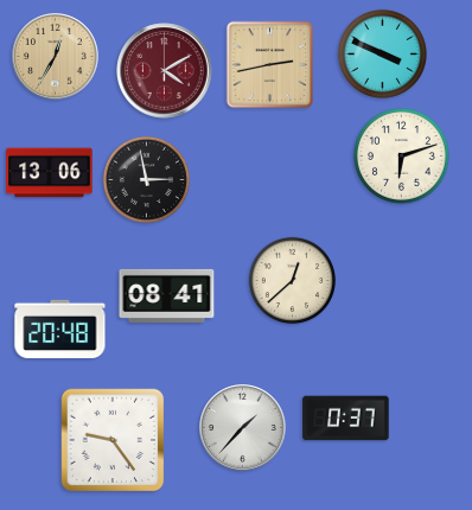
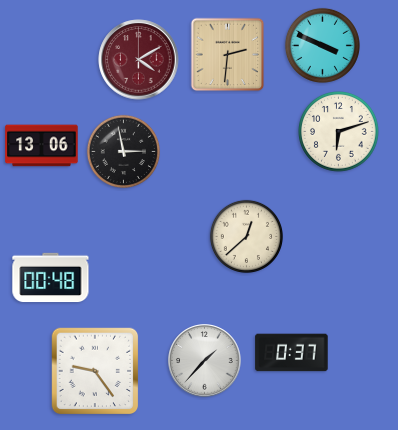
clock at (56, 57): 12:35 -> none
clock at (270, 65): 2:43 -> 2:31
clock at (167, 295): 08:41 -> none
clock at (60, 330): 20:48 -> 00:48
